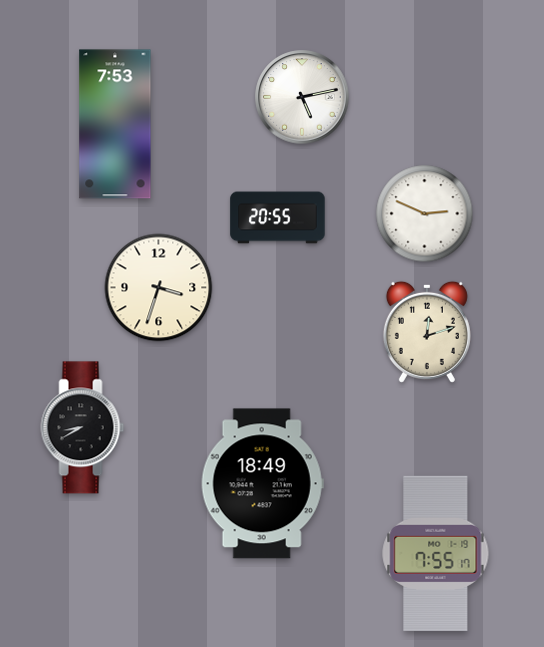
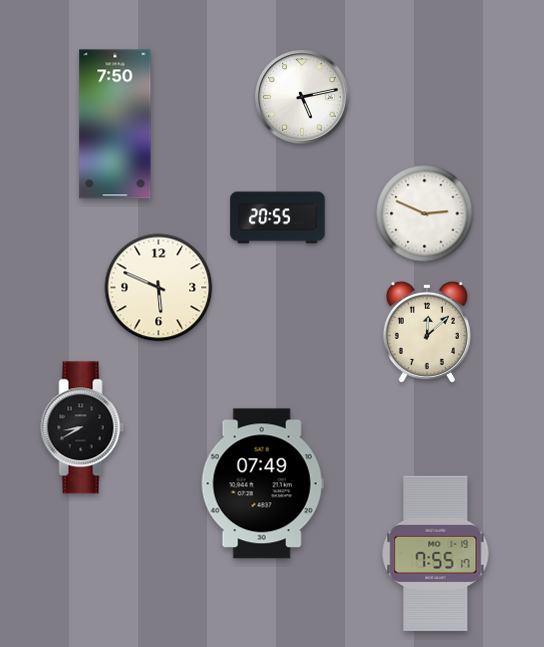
clock at (115, 124): 7:53 -> 7:50
clock at (159, 288): 3:33 -> 5:49
clock at (427, 332): 12:12 -> 12:08
clock at (262, 484): 18:49 -> 07:49
